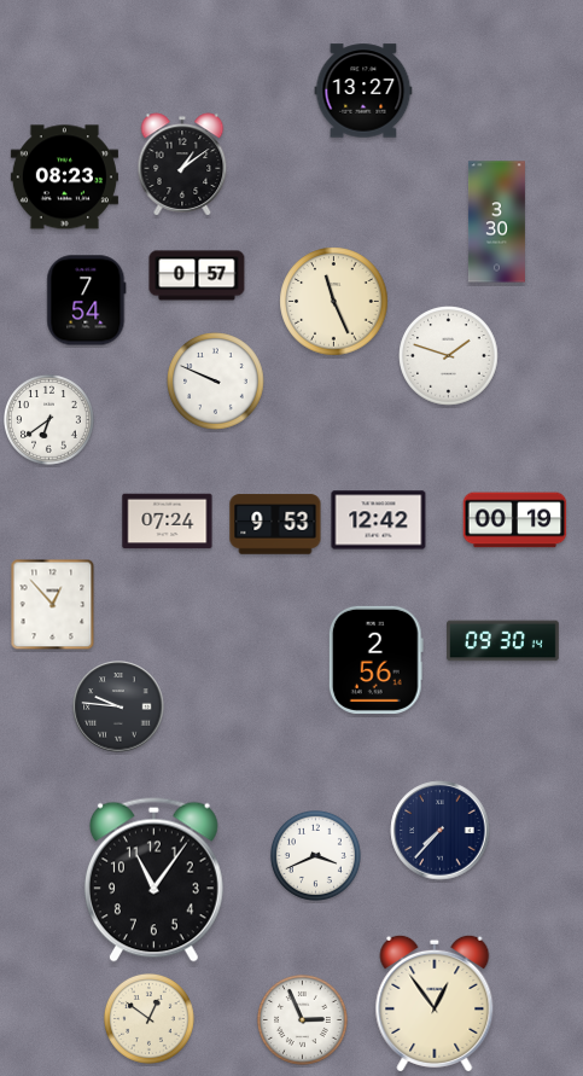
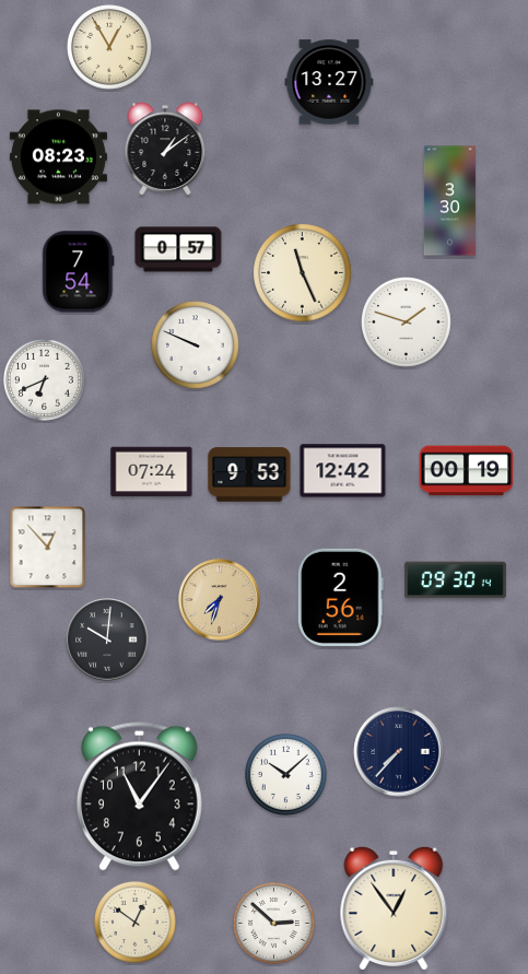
clock at (110, 48): none -> 12:55
clock at (64, 178) position: (64, 178) -> (58, 157)
clock at (49, 420): 6:39 -> 6:41
clock at (220, 600): none -> 7:33
clock at (118, 706): 9:46 -> 10:01
clock at (316, 856): 3:41 -> 10:08
clock at (303, 1020): 2:56 -> 2:52
